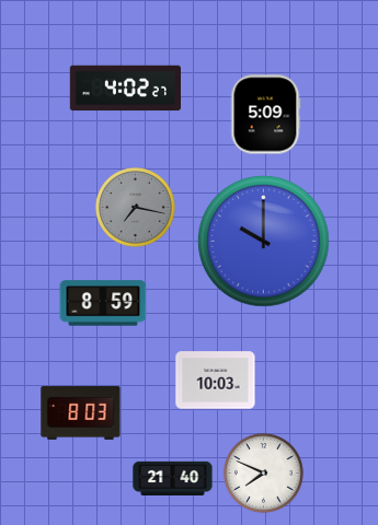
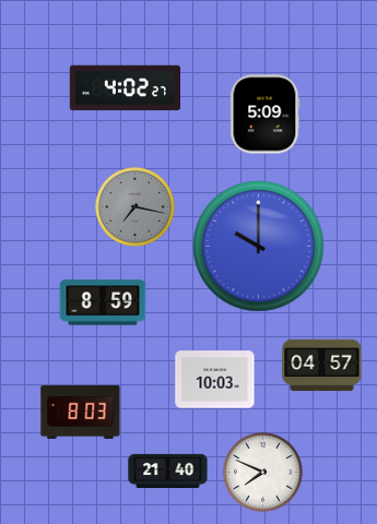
clock at (264, 242) position: (264, 242) -> (259, 247)
clock at (322, 366): none -> 04:57
clock at (173, 479) position: (173, 479) -> (168, 472)
